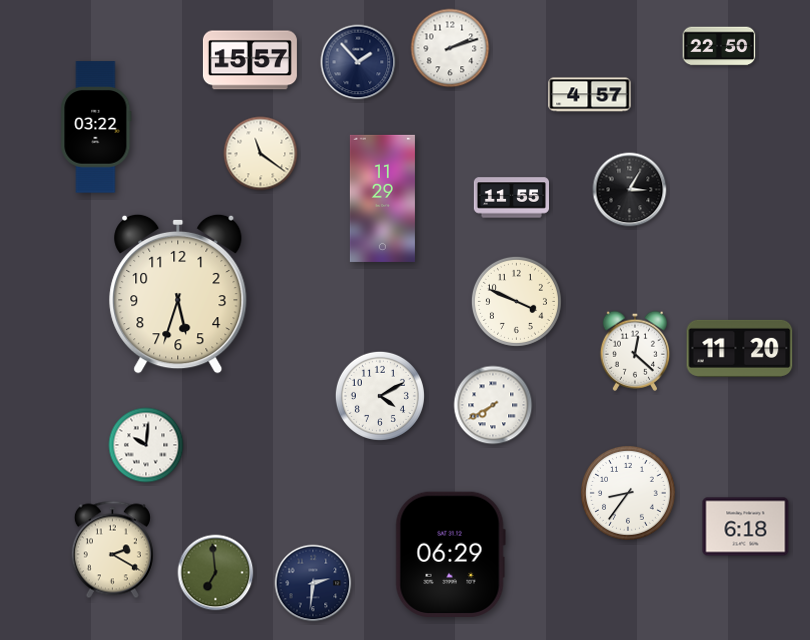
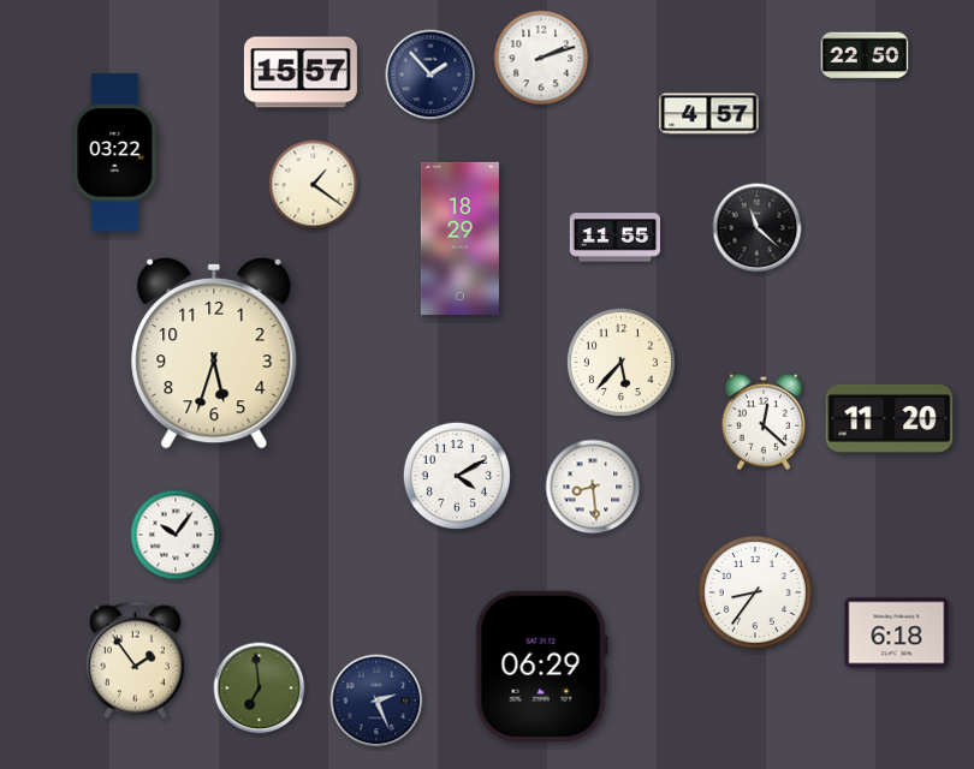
clock at (261, 154): 11:21 -> 1:21
clock at (630, 190): 3:05 -> 11:22
clock at (382, 198): 11:29 -> 18:29
clock at (516, 301): 3:49 -> 5:37
clock at (493, 405): 7:40 -> 8:29
clock at (146, 445): 10:01 -> 10:06
clock at (112, 550): 2:20 -> 1:54
clock at (313, 583): 2:31 -> 2:26
